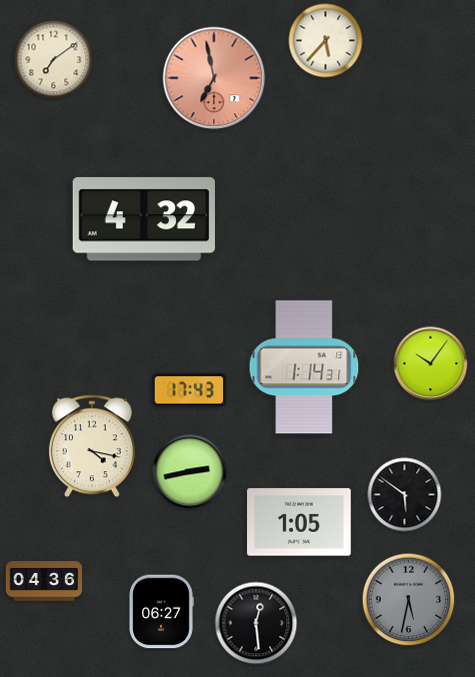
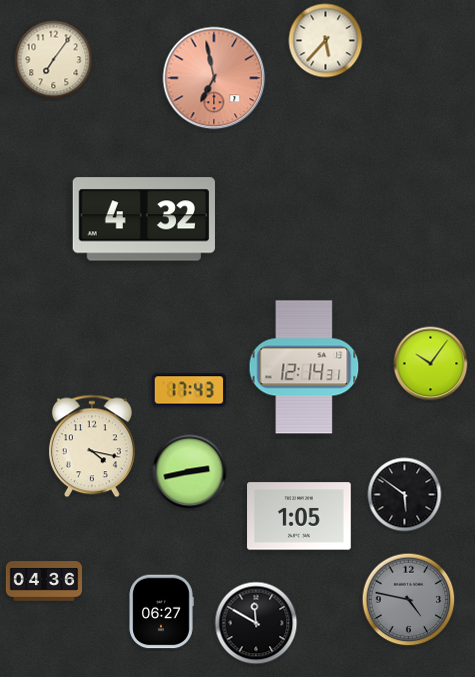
clock at (54, 60): 7:09 -> 7:06
clock at (304, 367): 1:14 -> 12:14
clock at (299, 522) position: (299, 522) -> (299, 516)
clock at (409, 600): 5:32 -> 4:47
clock at (256, 623): 12:29 -> 11:50
